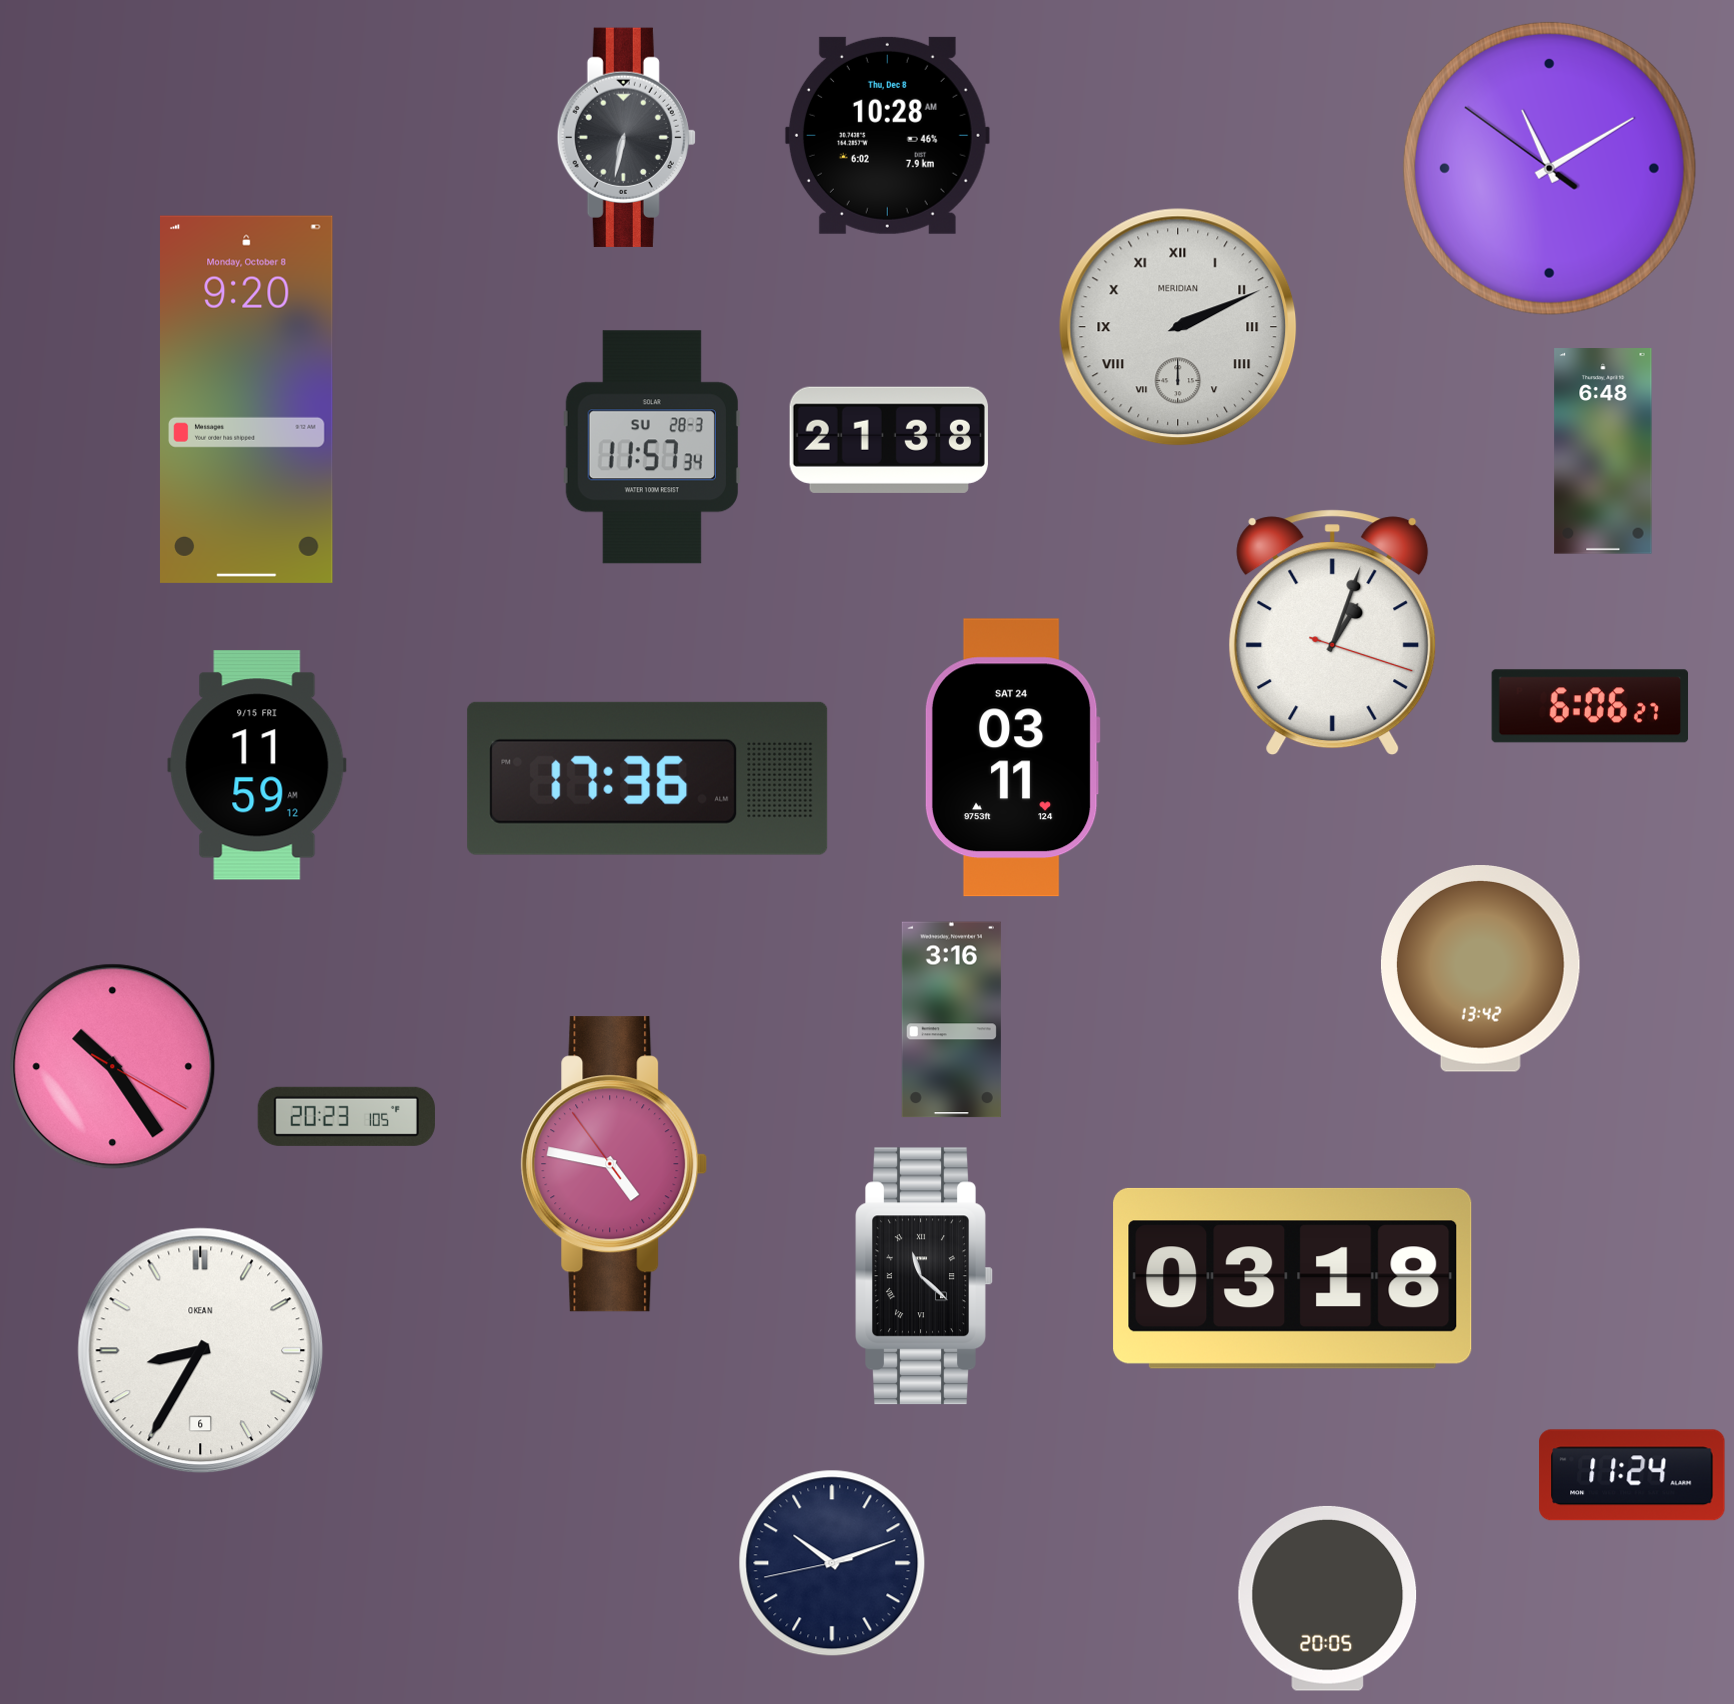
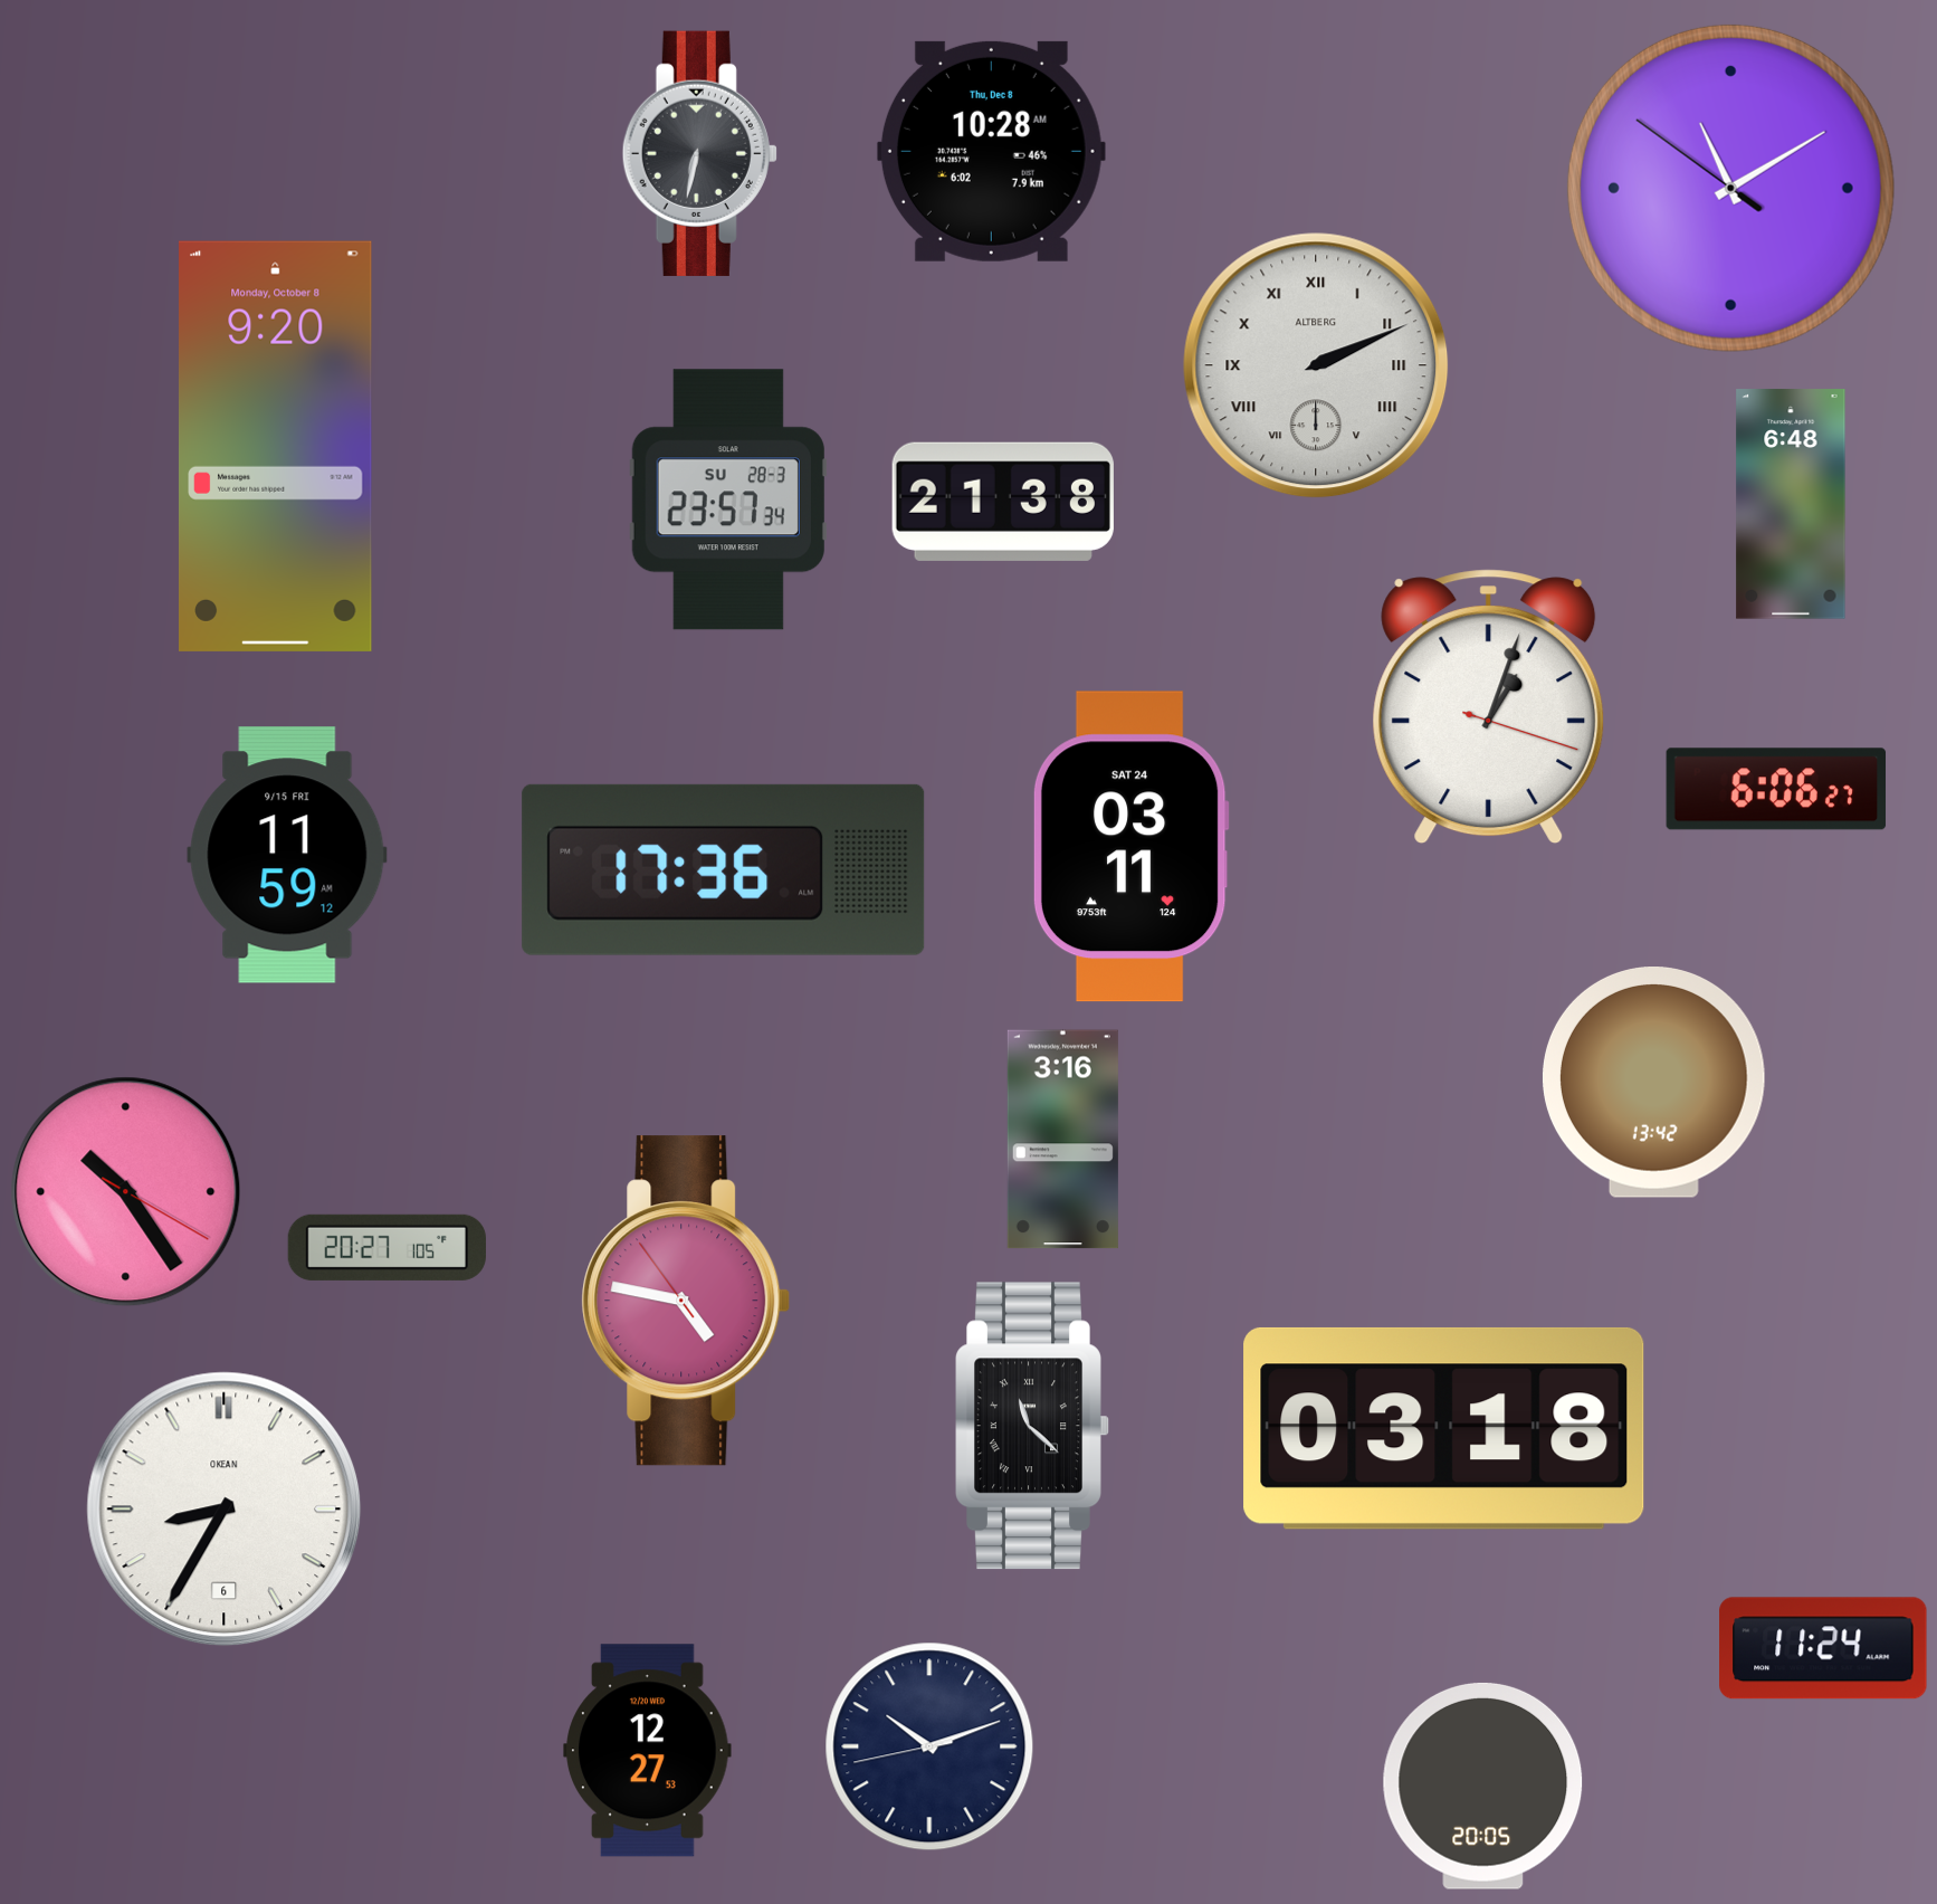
clock at (1178, 327) brand: MERIDIAN -> ALTBERG
clock at (889, 440) position: (889, 440) -> (1003, 502)
clock at (652, 447): 11:57 -> 23:57
clock at (346, 1116): 20:23 -> 20:27
clock at (648, 1751): none -> 12:27
